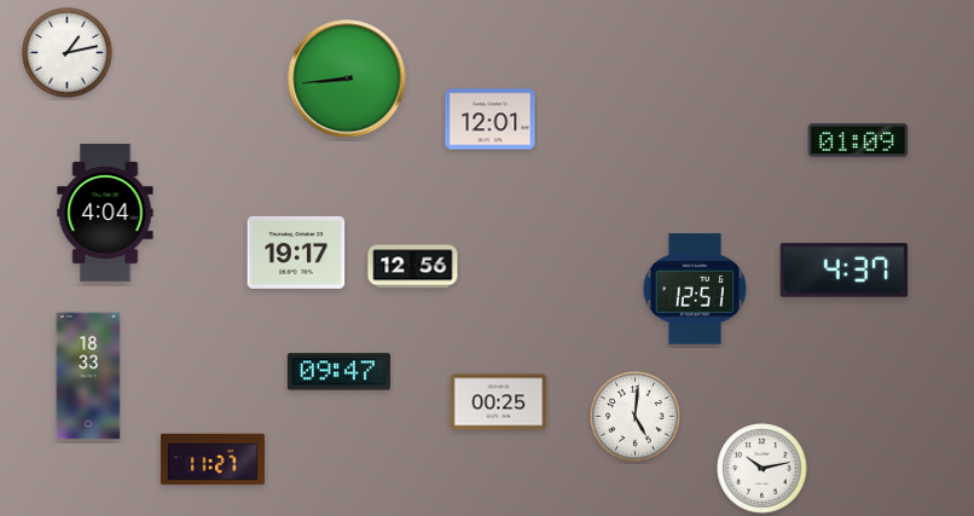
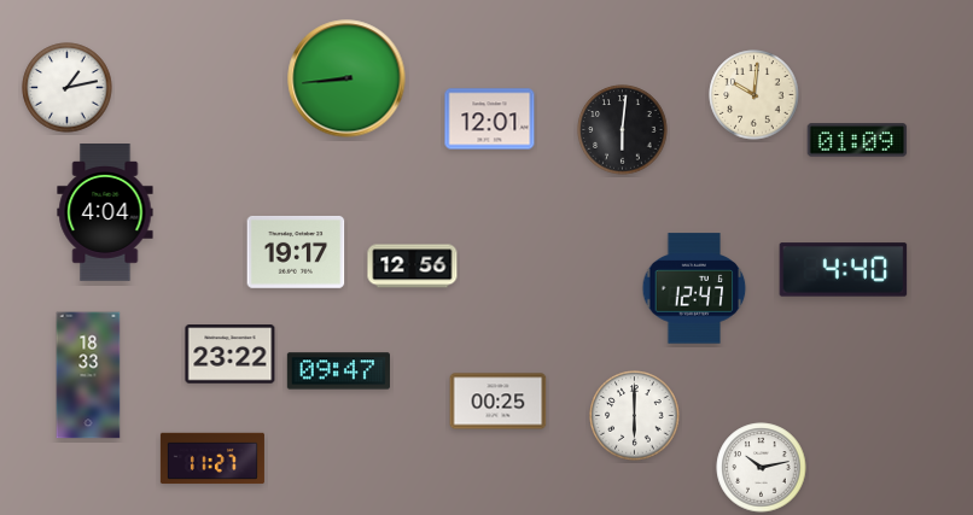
clock at (68, 53) position: (68, 53) -> (68, 88)
clock at (754, 95): none -> 10:01
clock at (623, 130): none -> 6:01
clock at (845, 271): 4:37 -> 4:40
clock at (695, 289): 12:51 -> 12:47
clock at (231, 355): none -> 23:22
clock at (636, 417): 5:01 -> 6:00
